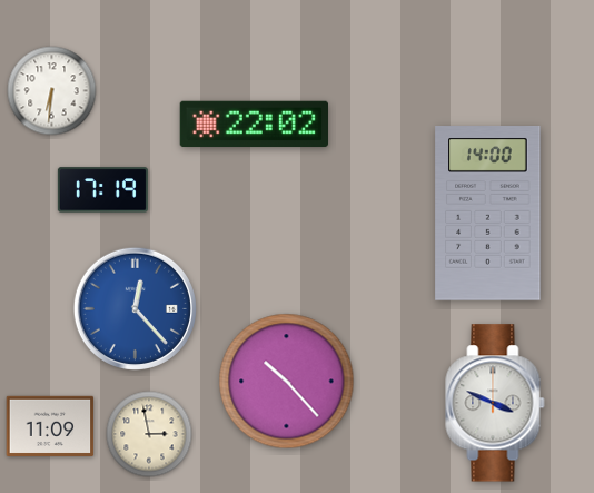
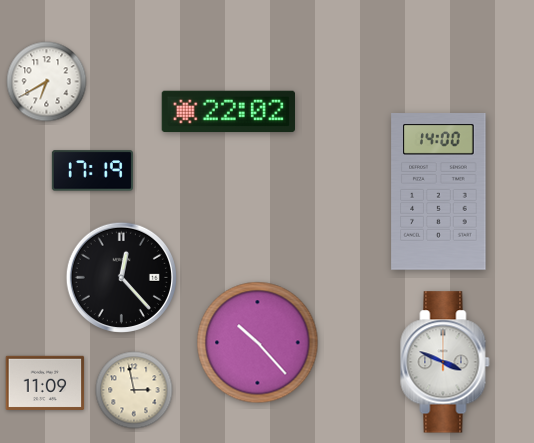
clock at (52, 91): 6:31 -> 6:40
clock at (135, 308) dial: blue -> black
